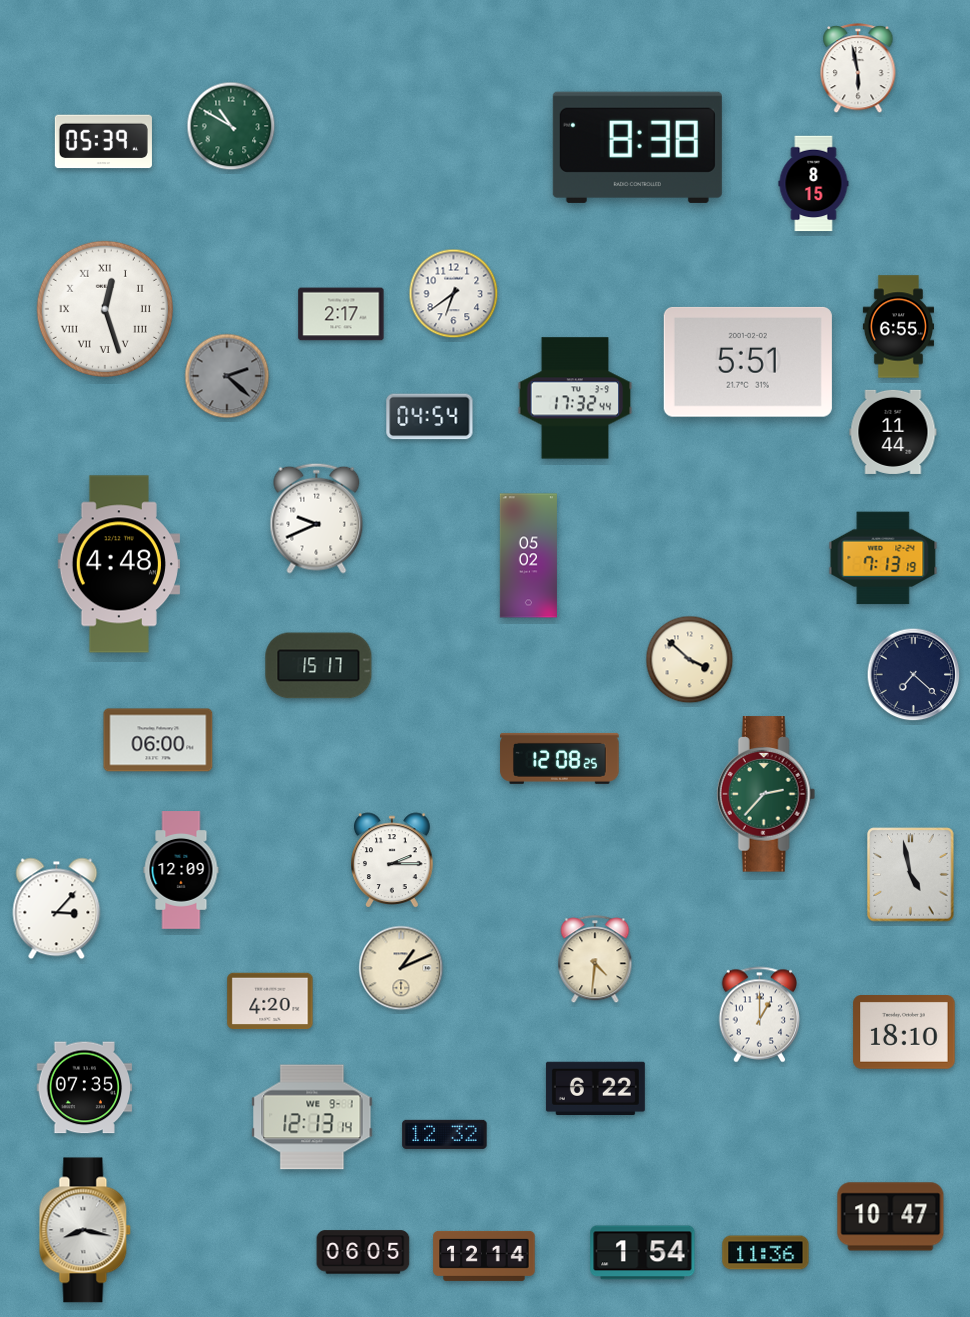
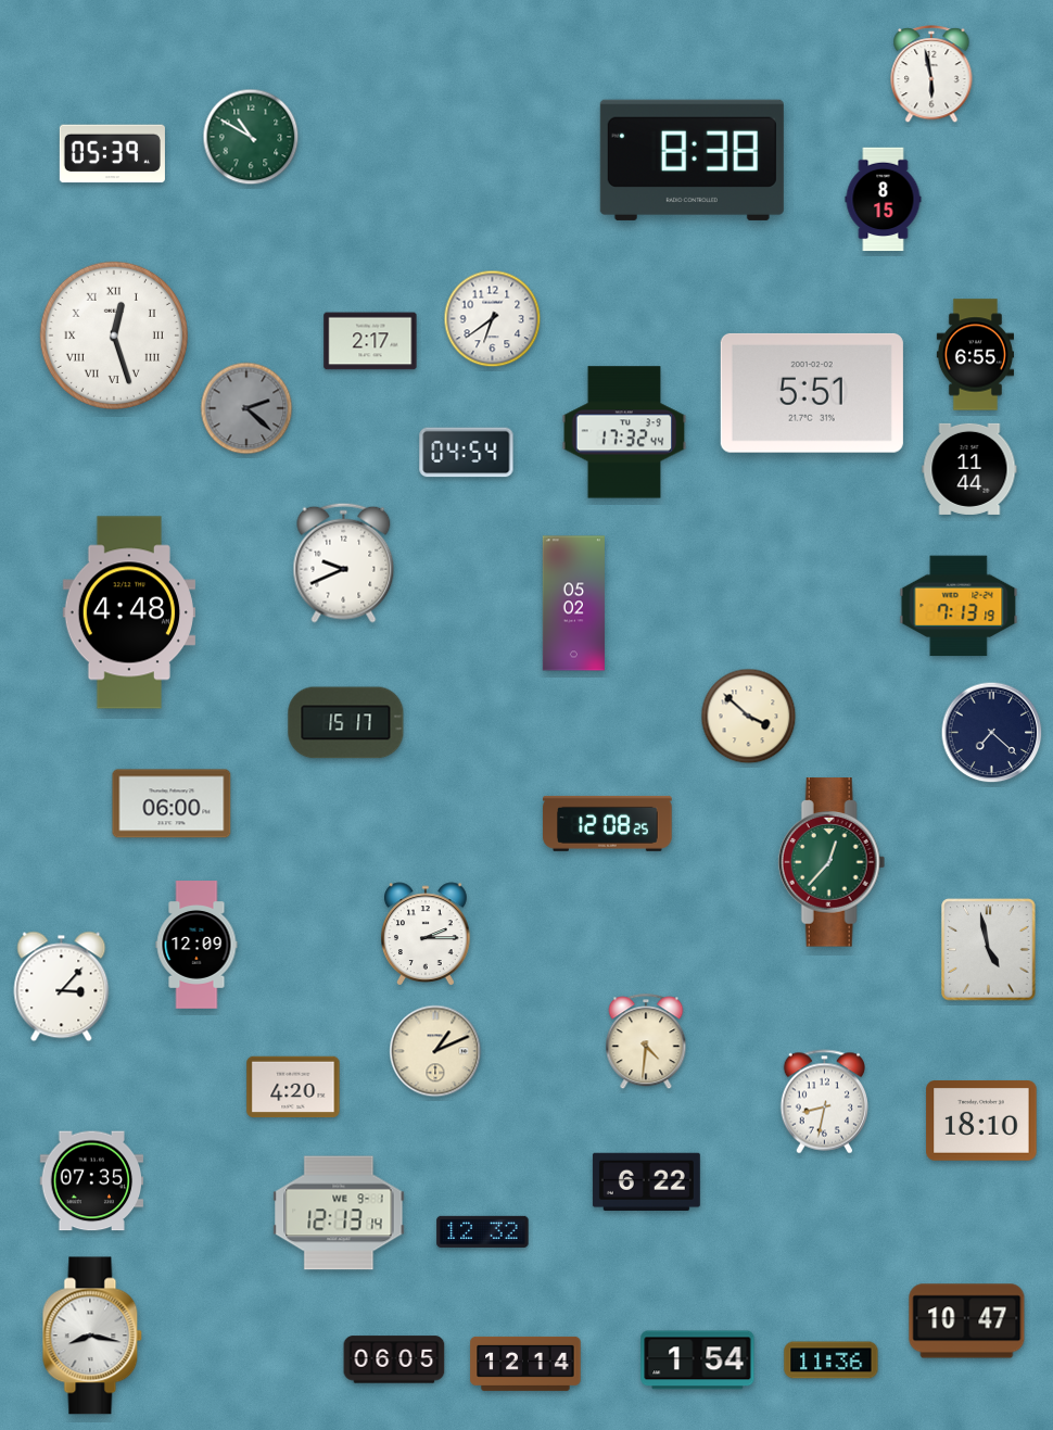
clock at (766, 794): 2:37 -> 12:37
clock at (759, 1015): 1:00 -> 8:32
